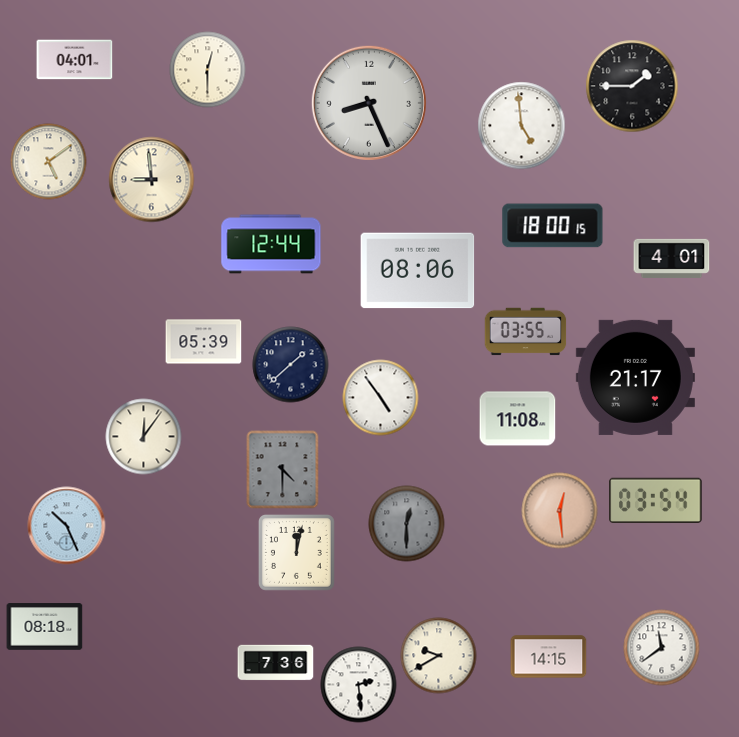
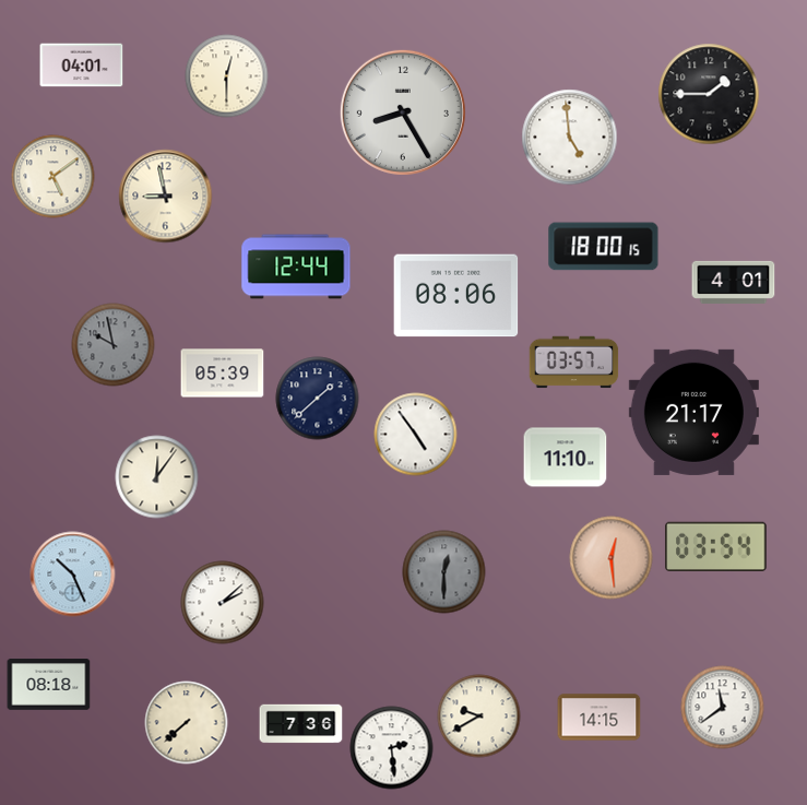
clock at (632, 86) position: (632, 86) -> (709, 94)
clock at (369, 103): 8:26 -> 8:25
clock at (152, 180): 8:59 -> 8:58
clock at (114, 345): none -> 9:58
clock at (526, 332): 03:55 -> 03:57
clock at (518, 419): 11:08 -> 11:10
clock at (283, 470): 4:30 -> none
clock at (223, 603): none -> 2:08
clock at (296, 552): 12:02 -> none
clock at (187, 723): none -> 7:38
